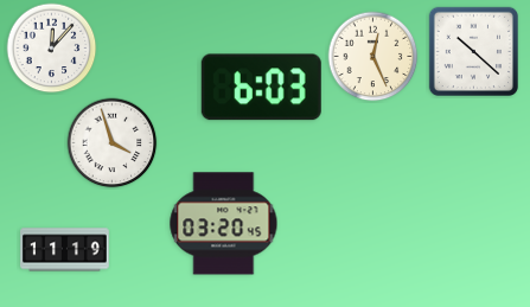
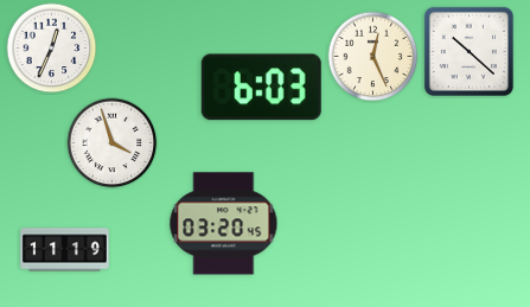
clock at (52, 49): 12:07 -> 12:34
clock at (473, 51) position: (473, 51) -> (468, 51)
